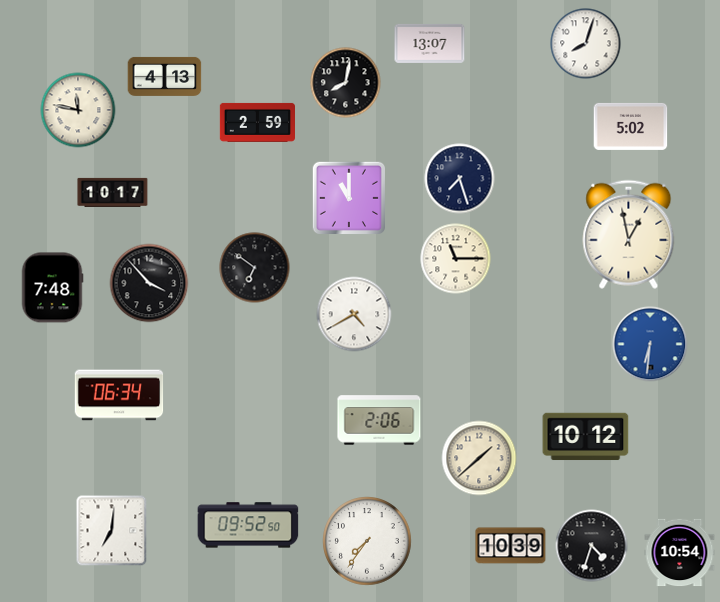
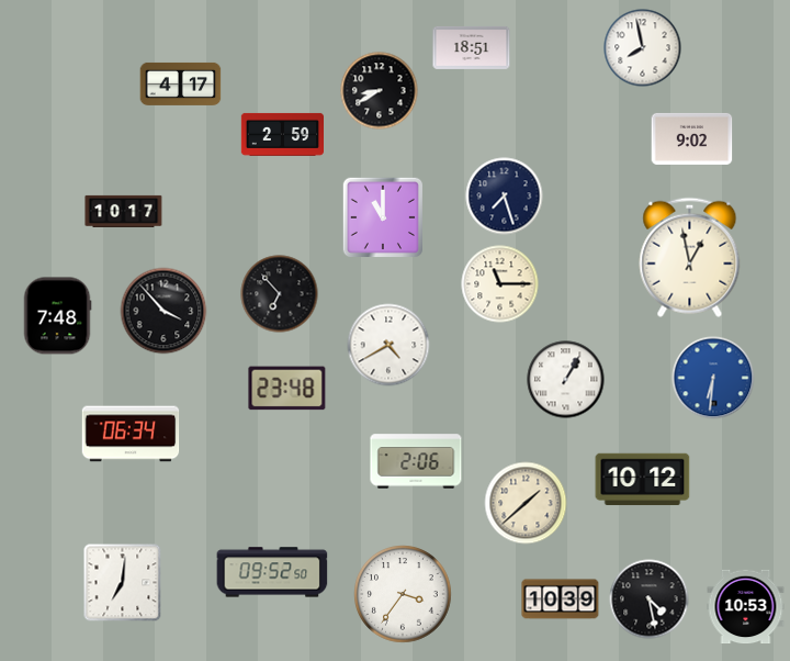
clock at (430, 43): 13:07 -> 18:51
clock at (586, 44): 8:03 -> 7:58
clock at (165, 76): 4:13 -> 4:17
clock at (346, 83): 8:02 -> 8:40
clock at (78, 110): 11:47 -> none
clock at (631, 126): 5:02 -> 9:02
clock at (255, 268): 6:51 -> 6:53
clock at (566, 380): none -> 1:05
clock at (287, 389): none -> 23:48
clock at (248, 525) position: (248, 525) -> (272, 572)
clock at (367, 541): 7:36 -> 3:36
clock at (592, 546): 4:33 -> 4:28
clock at (680, 553): 10:54 -> 10:53
